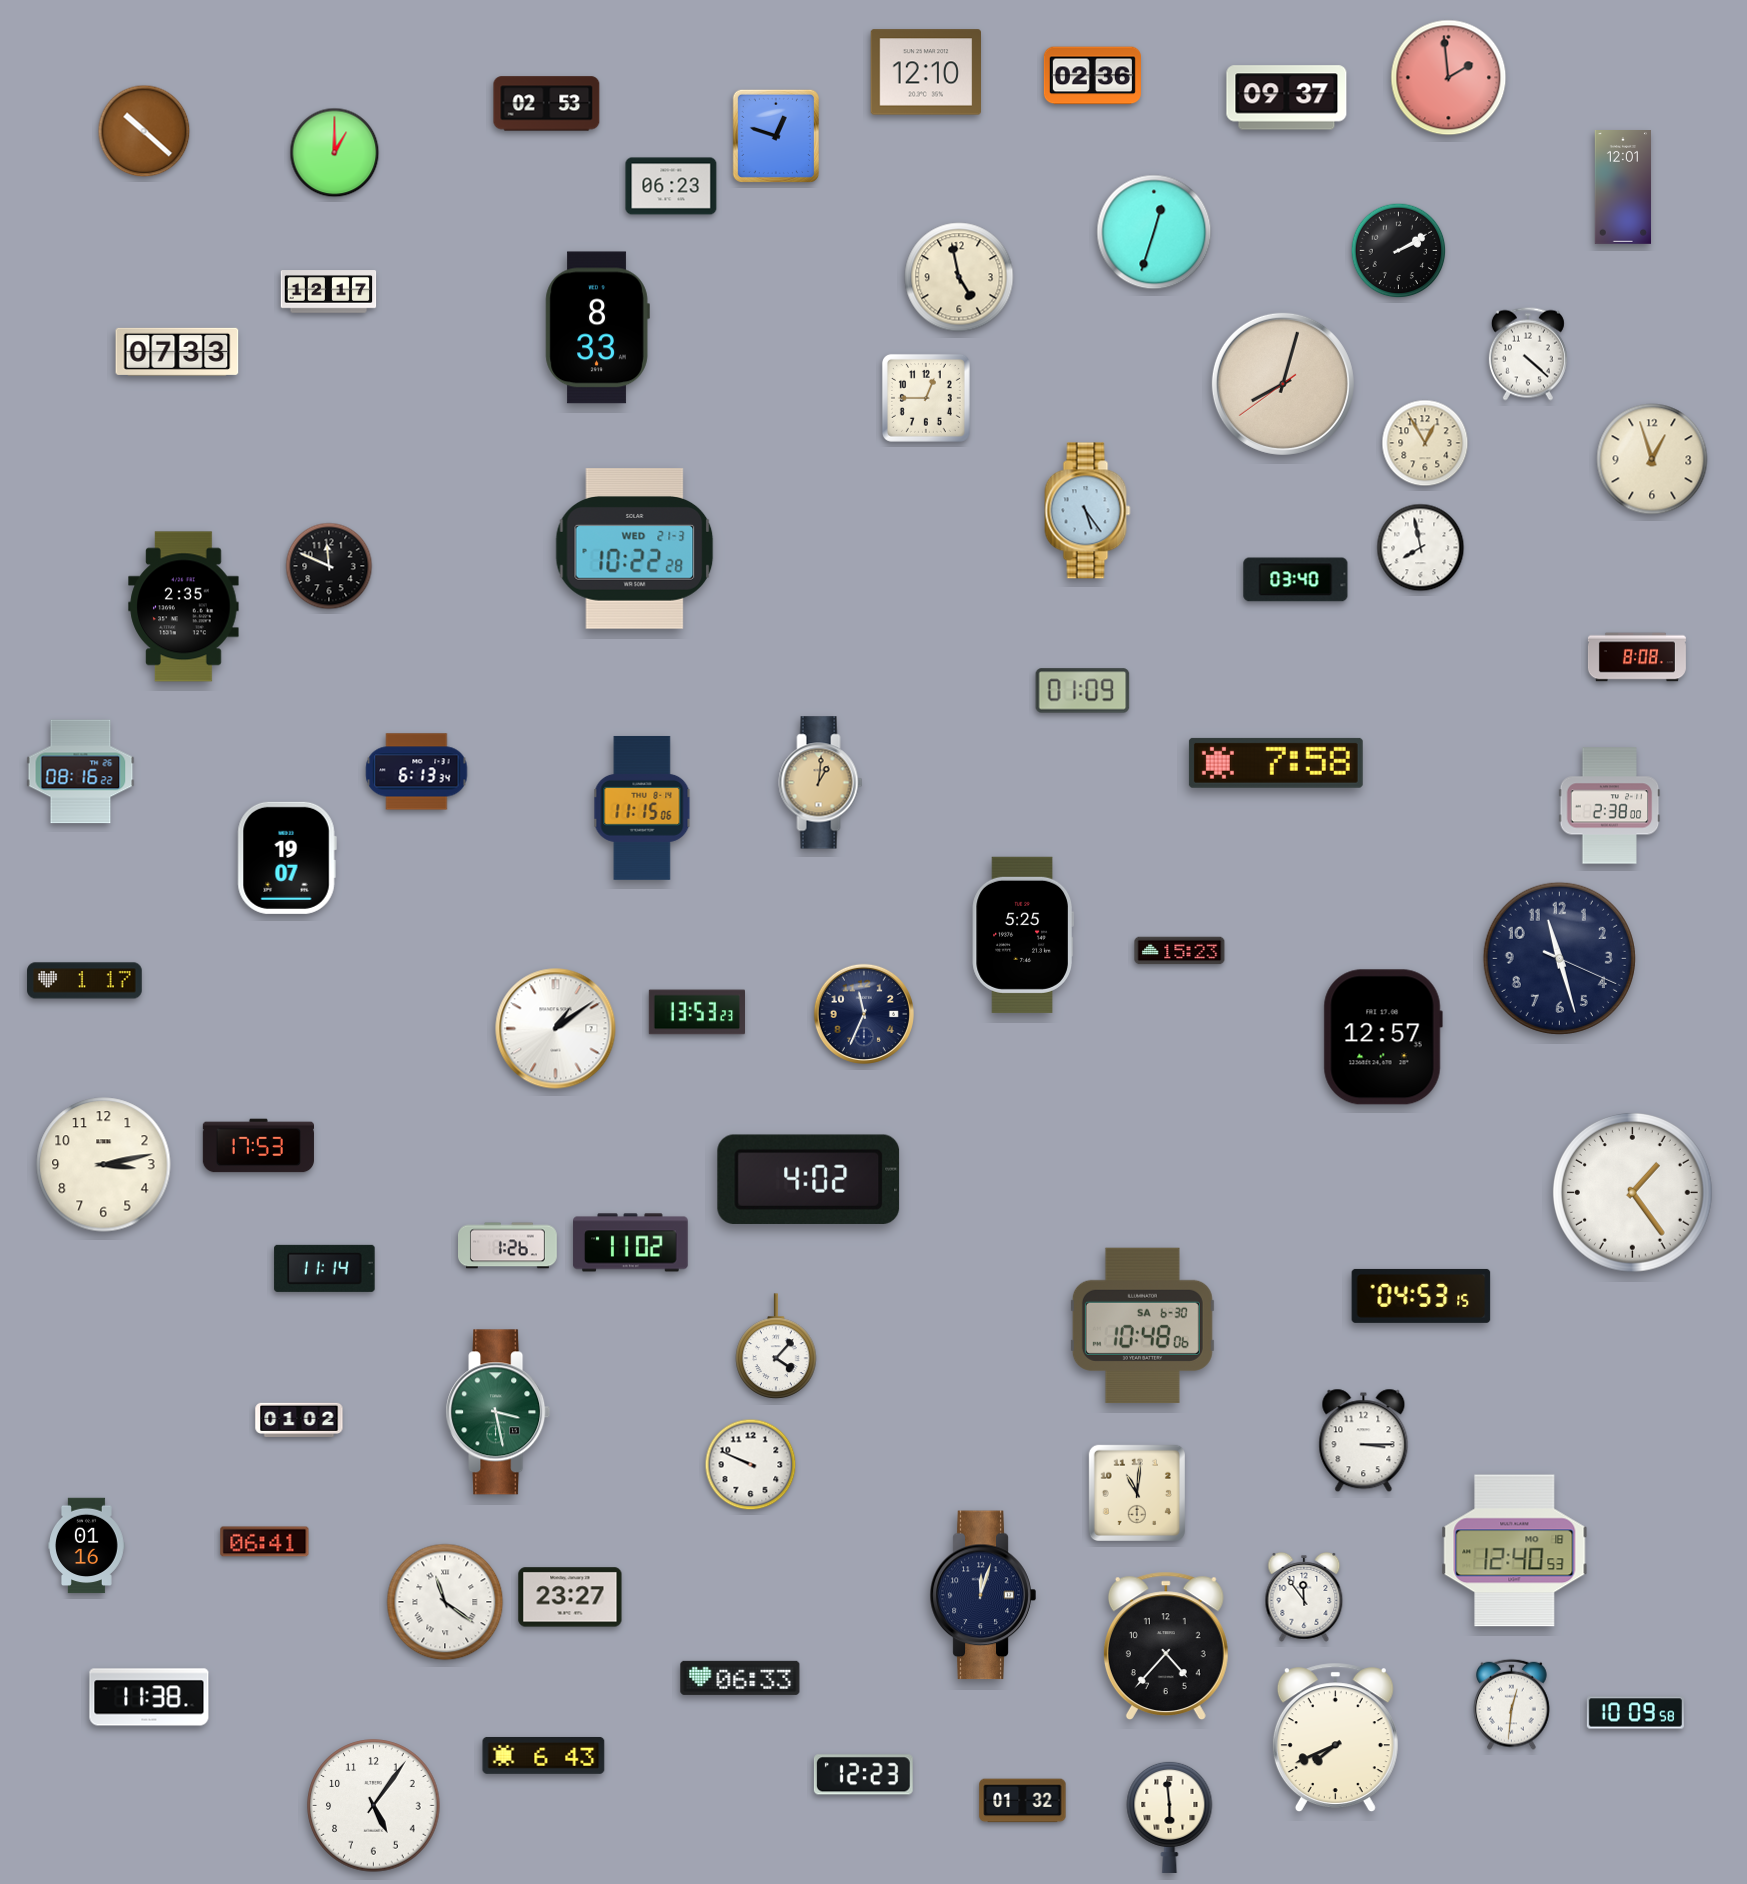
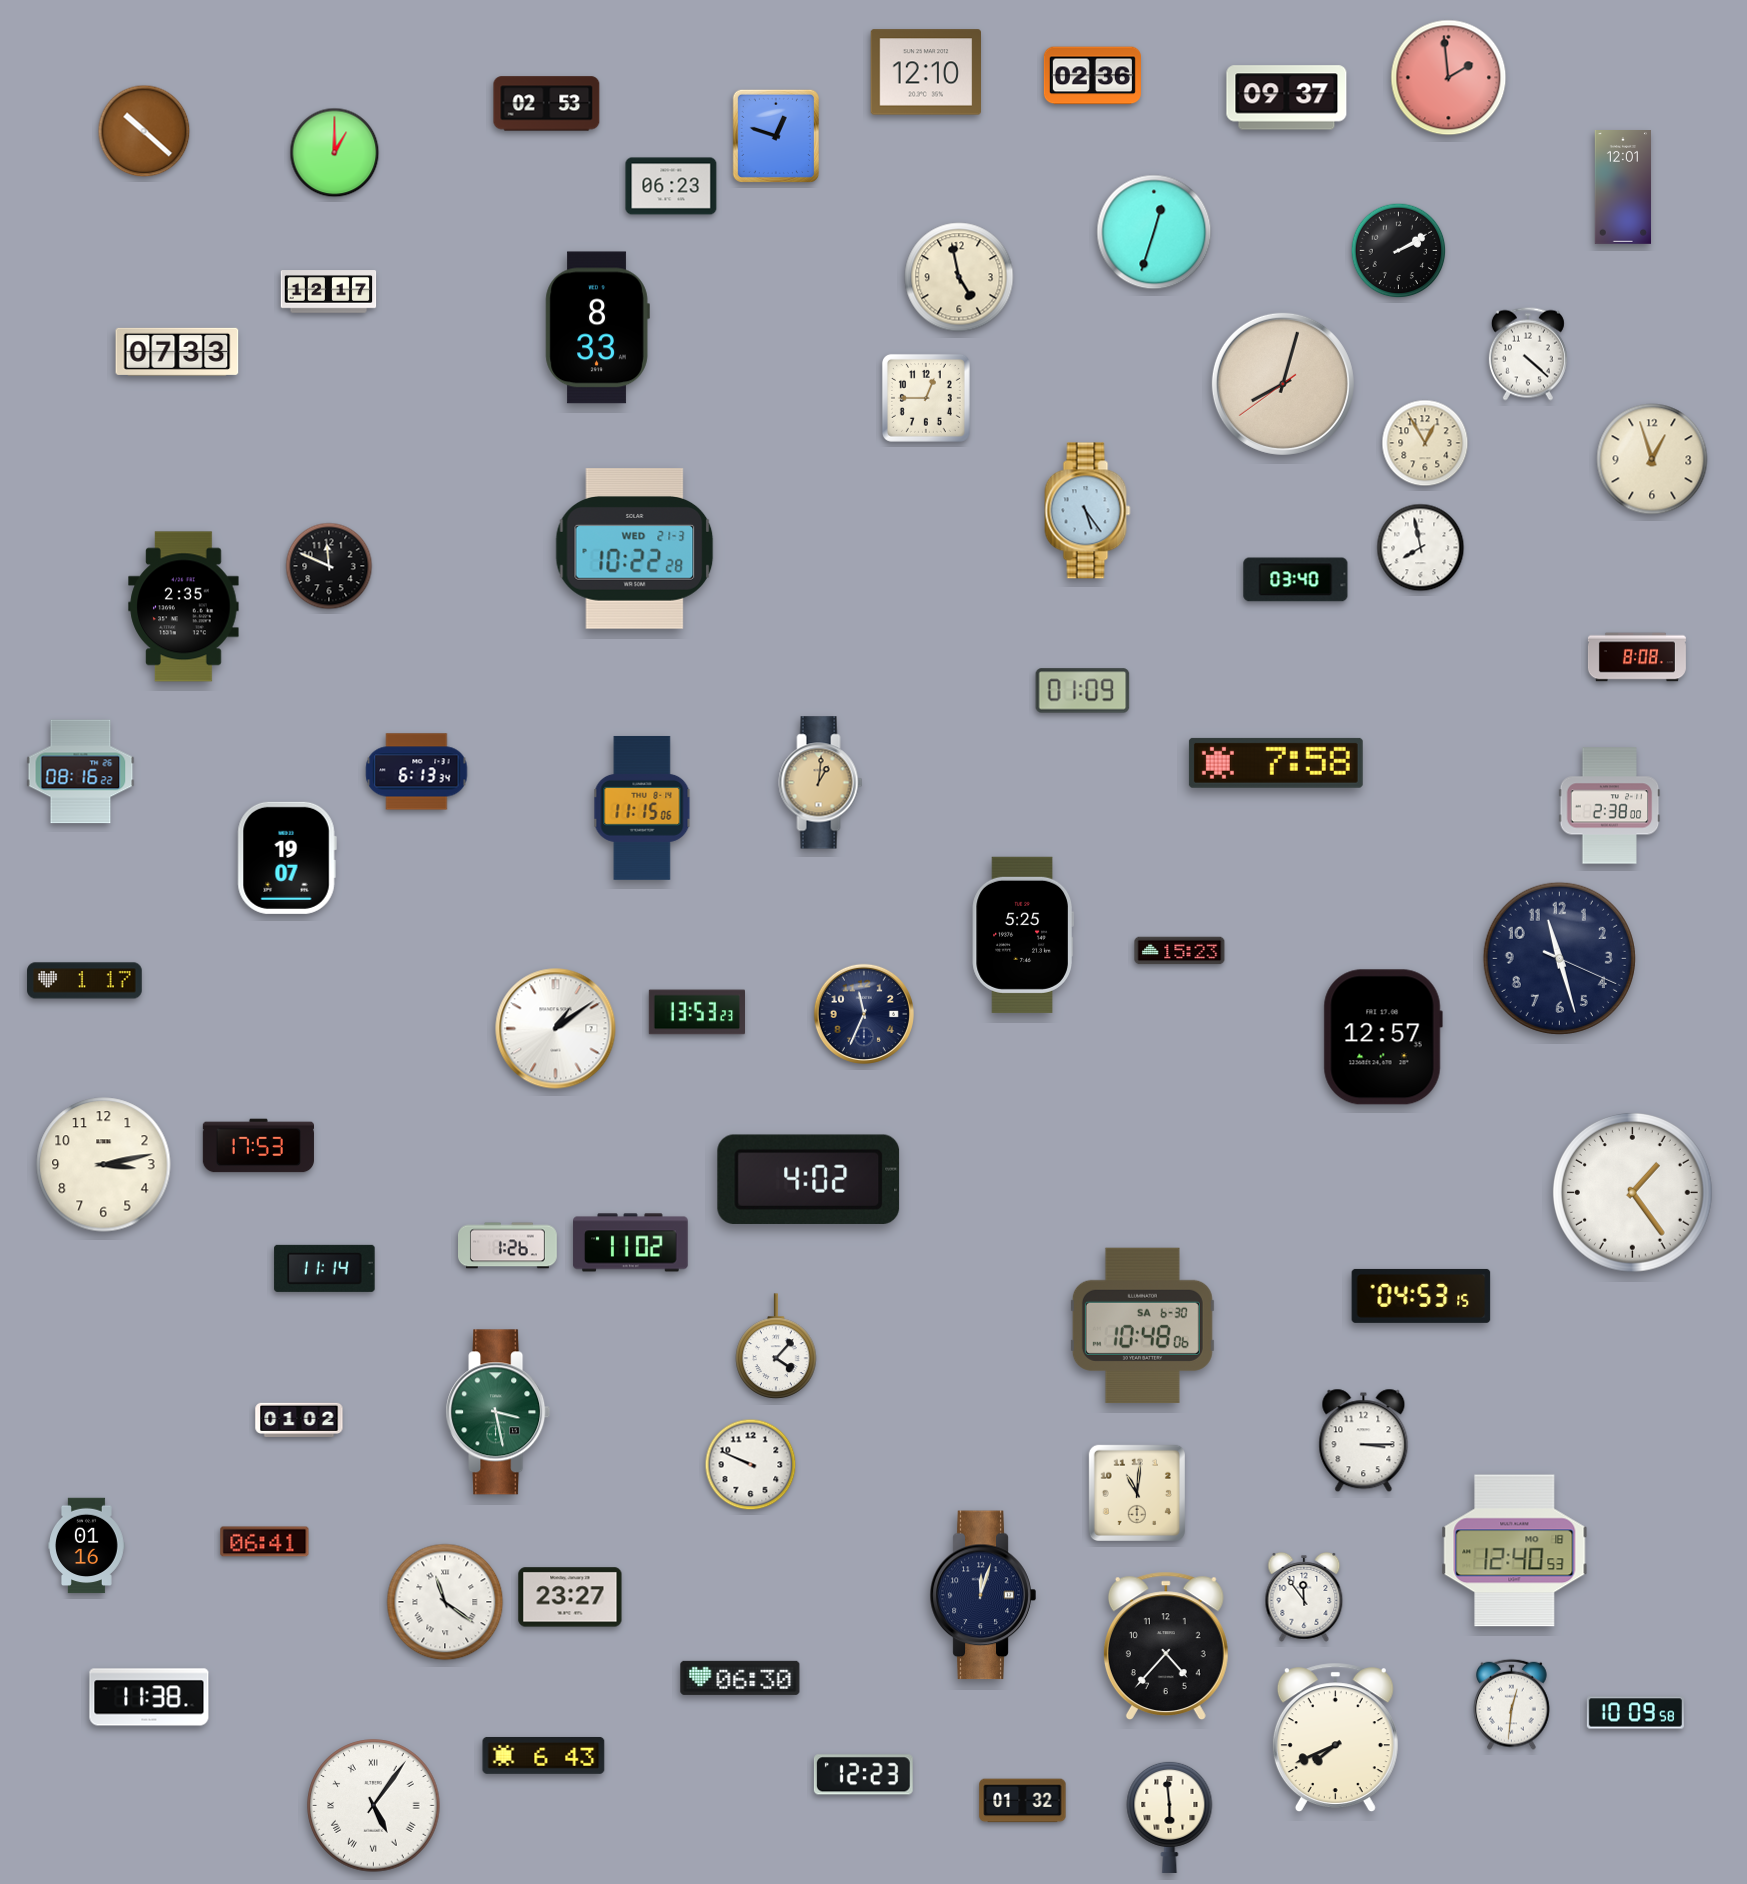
clock at (740, 1678): 06:33 -> 06:30
clock at (374, 1806) numerals: Arabic -> Roman
